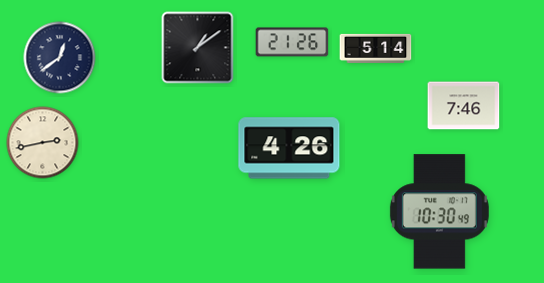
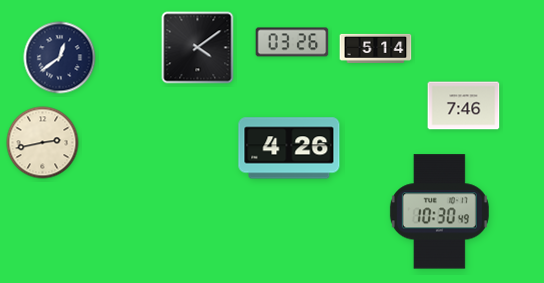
clock at (292, 42): 21:26 -> 03:26
clock at (198, 48): 1:09 -> 4:09
